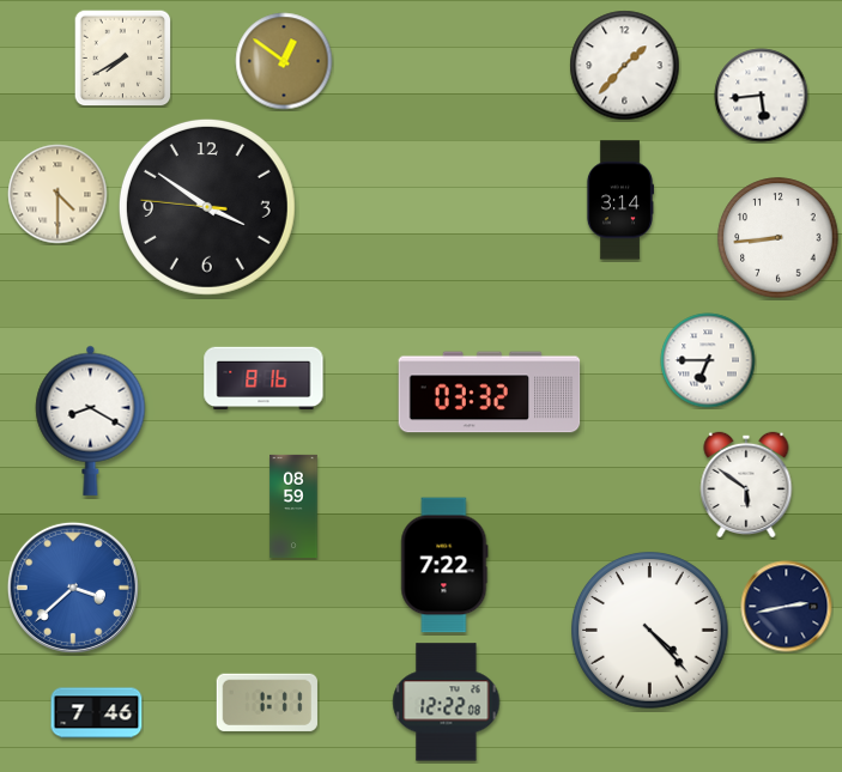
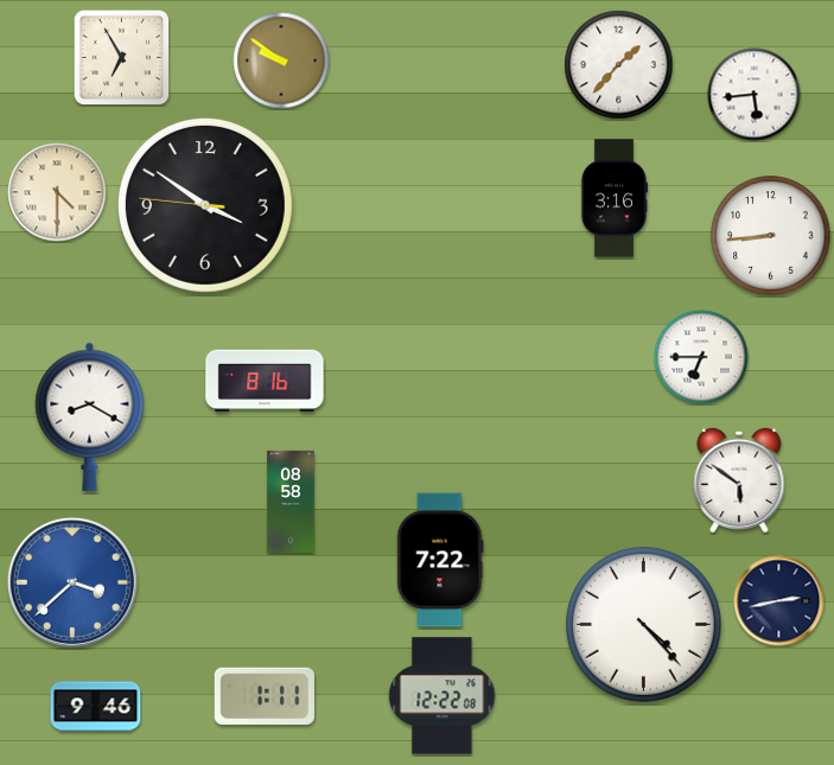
clock at (122, 57): 7:40 -> 6:55
clock at (284, 61): 12:51 -> 9:51
clock at (620, 200): 3:14 -> 3:16
clock at (263, 378) position: (263, 378) -> (265, 381)
clock at (490, 393): 03:32 -> none
clock at (293, 505): 08:59 -> 08:58
clock at (97, 713): 7:46 -> 9:46
